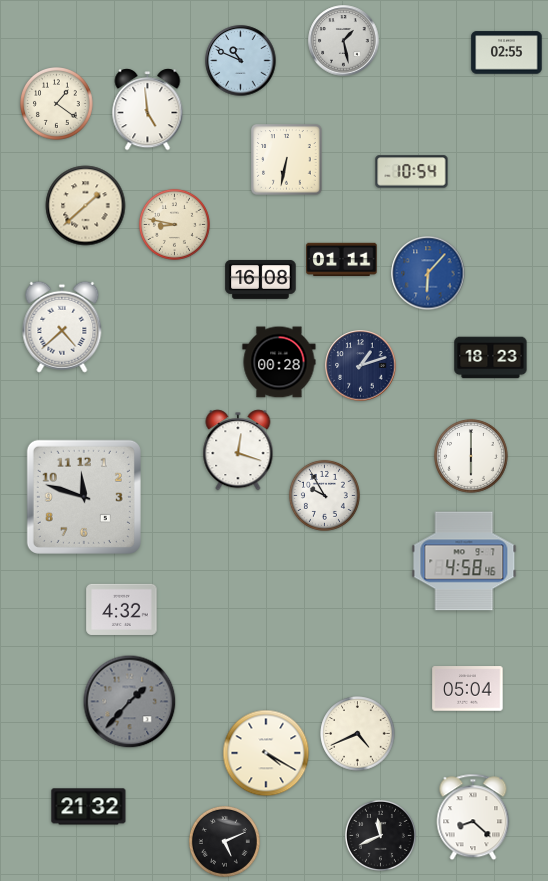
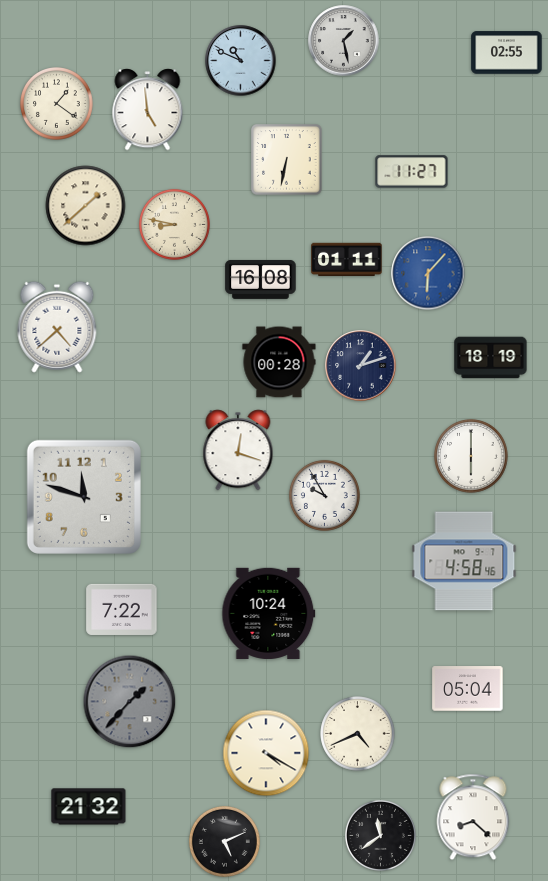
clock at (412, 172): 10:54 -> 11:27
clock at (342, 260) position: (342, 260) -> (347, 260)
clock at (62, 327) position: (62, 327) -> (57, 327)
clock at (491, 358): 18:23 -> 18:19
clock at (122, 609): 4:32 -> 7:22
clock at (269, 613): none -> 10:24
clock at (380, 835): 11:41 -> 11:39
